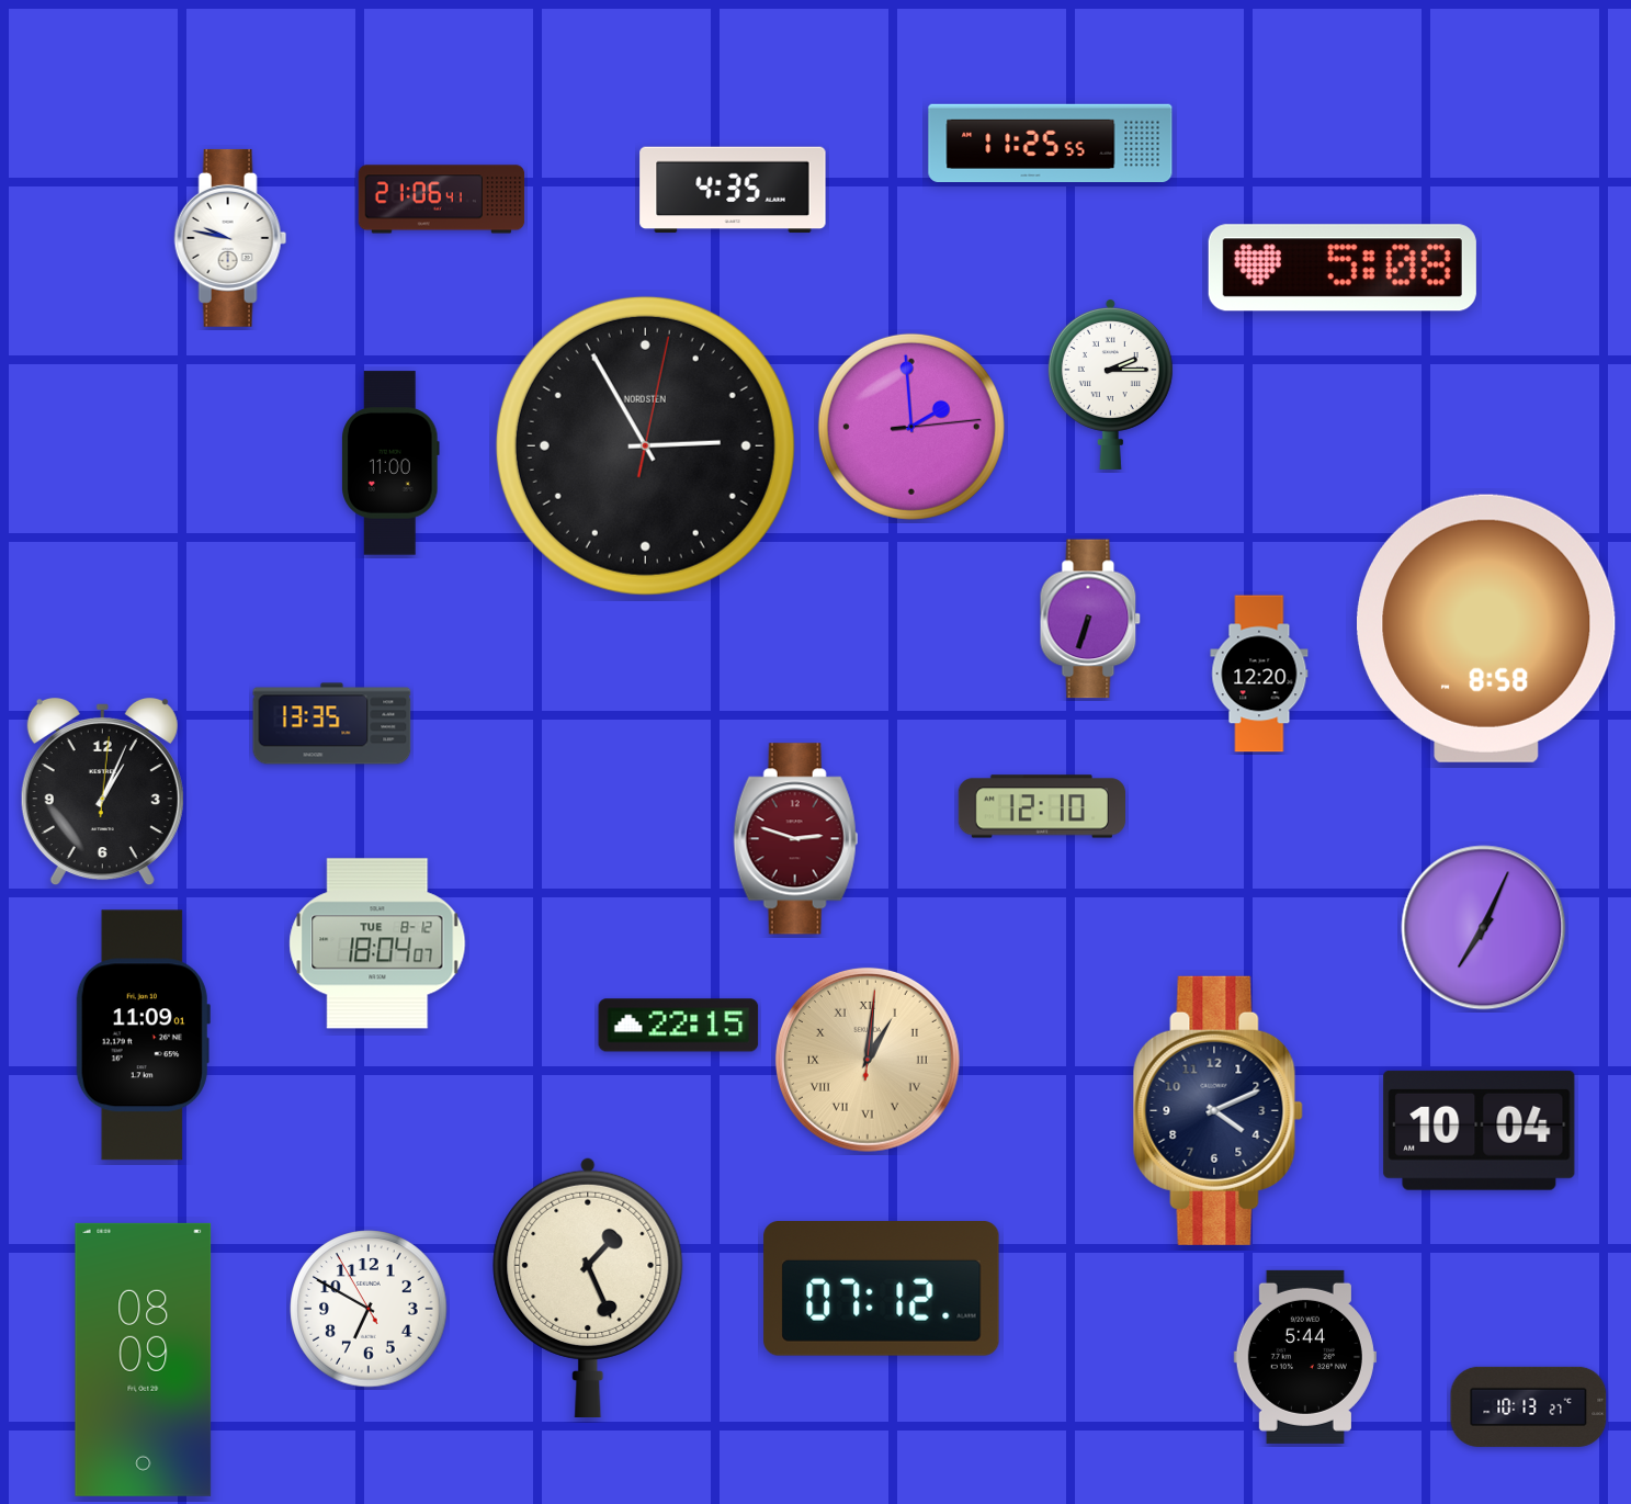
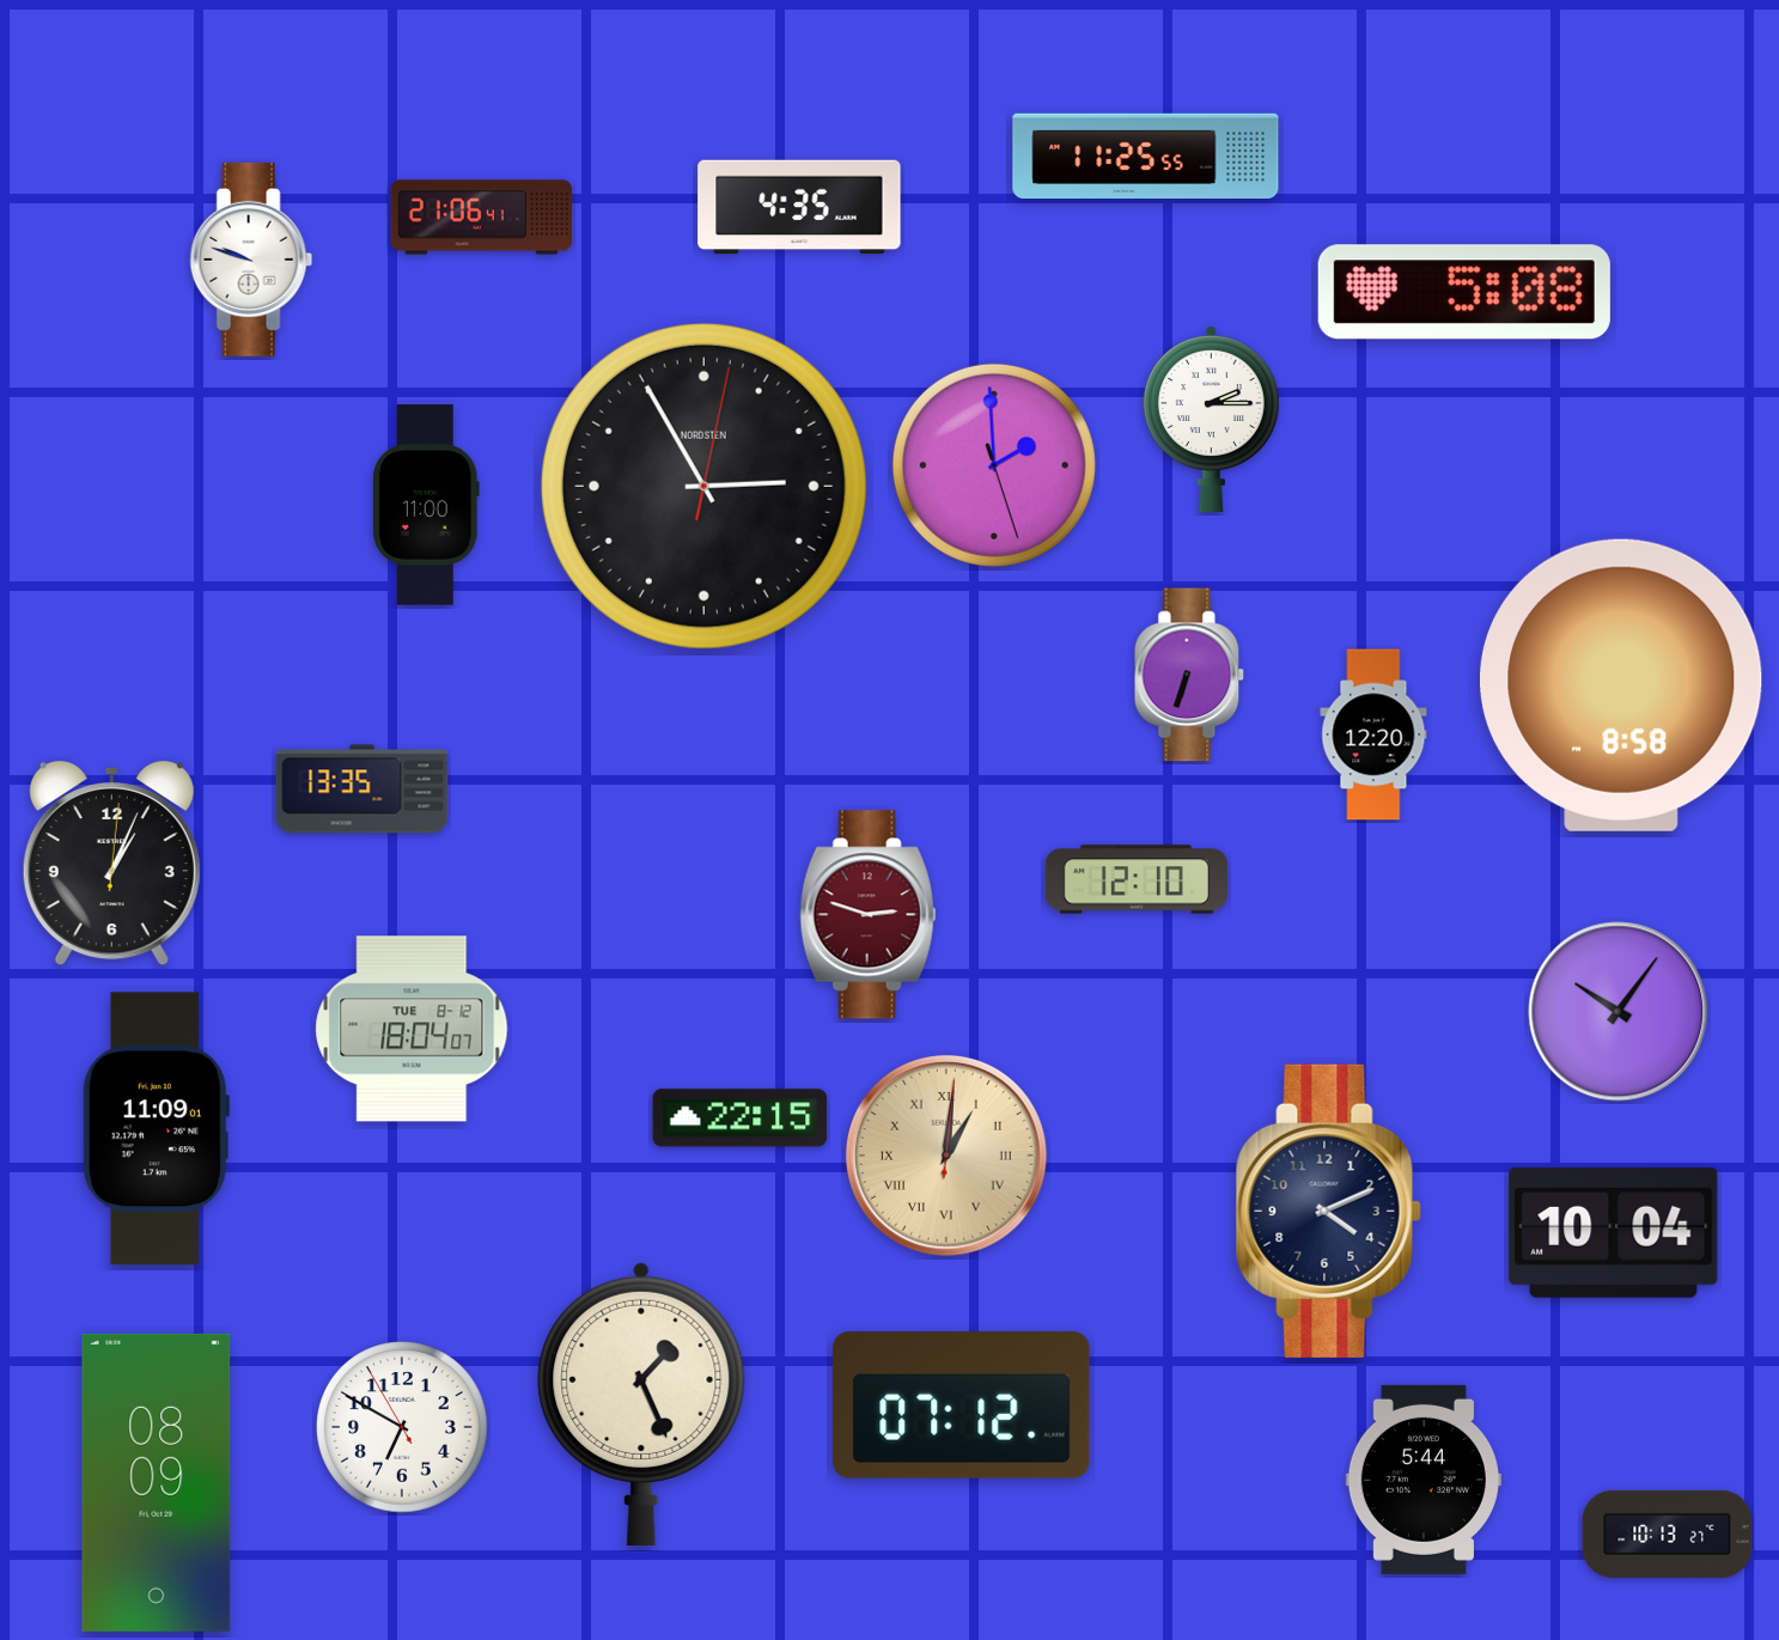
clock at (230, 238): 9:47 -> 9:48
clock at (911, 427): 1:59:14 -> 1:59:27
clock at (1484, 928): 7:04 -> 10:06
